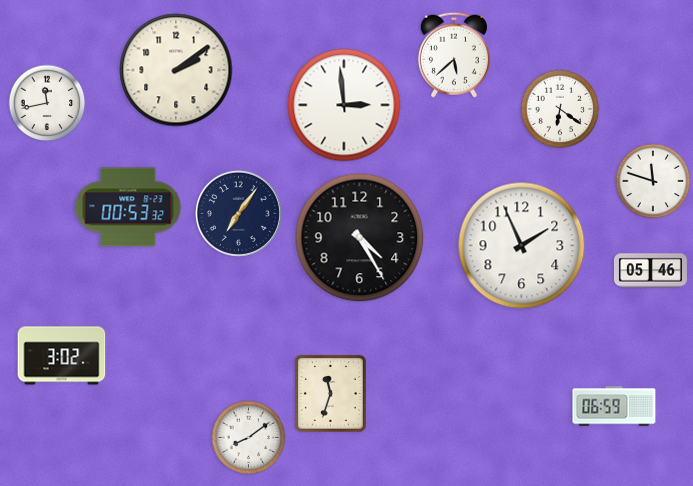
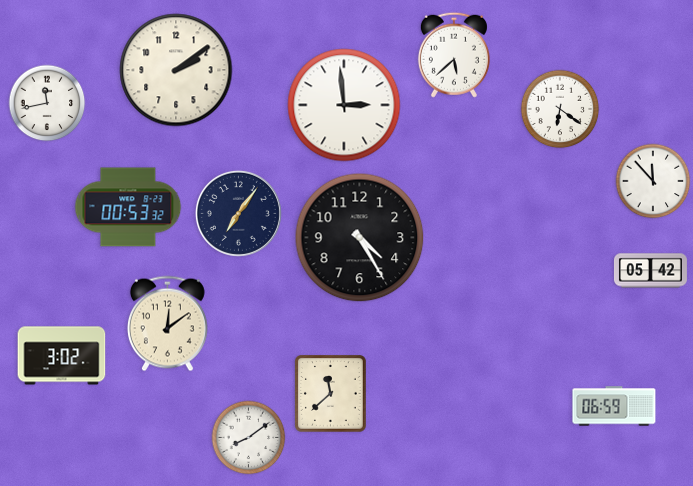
clock at (653, 181): 11:48 -> 11:53
clock at (522, 246): 1:56 -> none
clock at (650, 271): 05:46 -> 05:42
clock at (167, 324): none -> 12:09
clock at (331, 394): 11:33 -> 11:38
